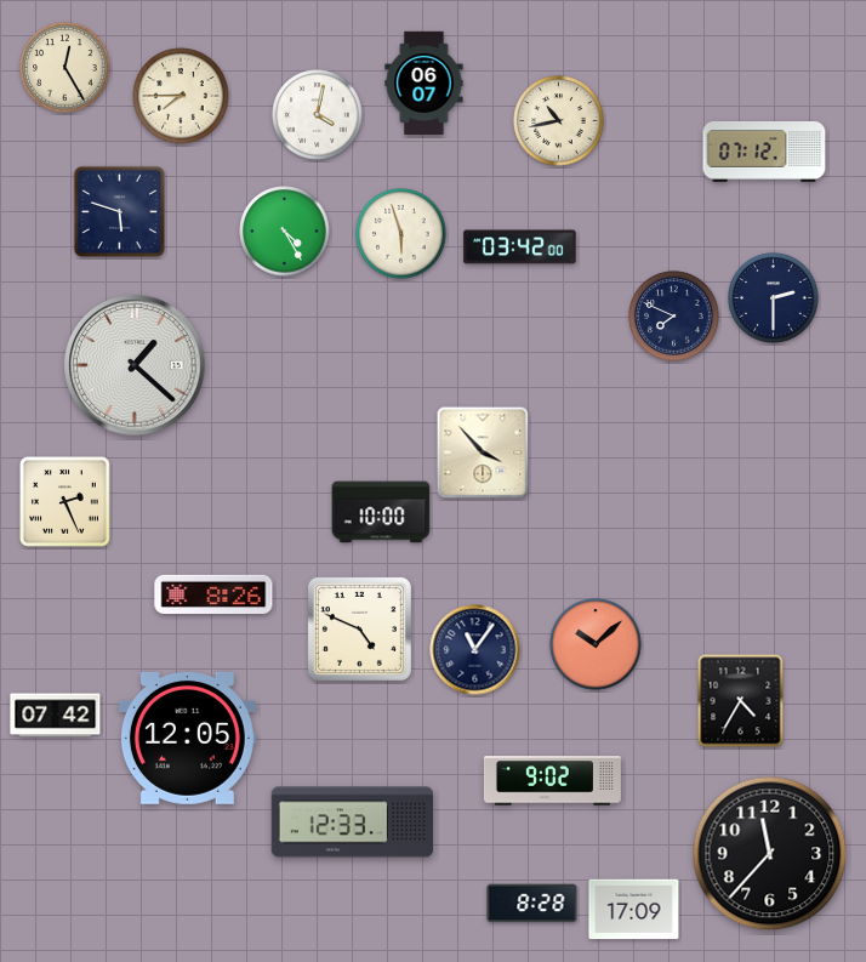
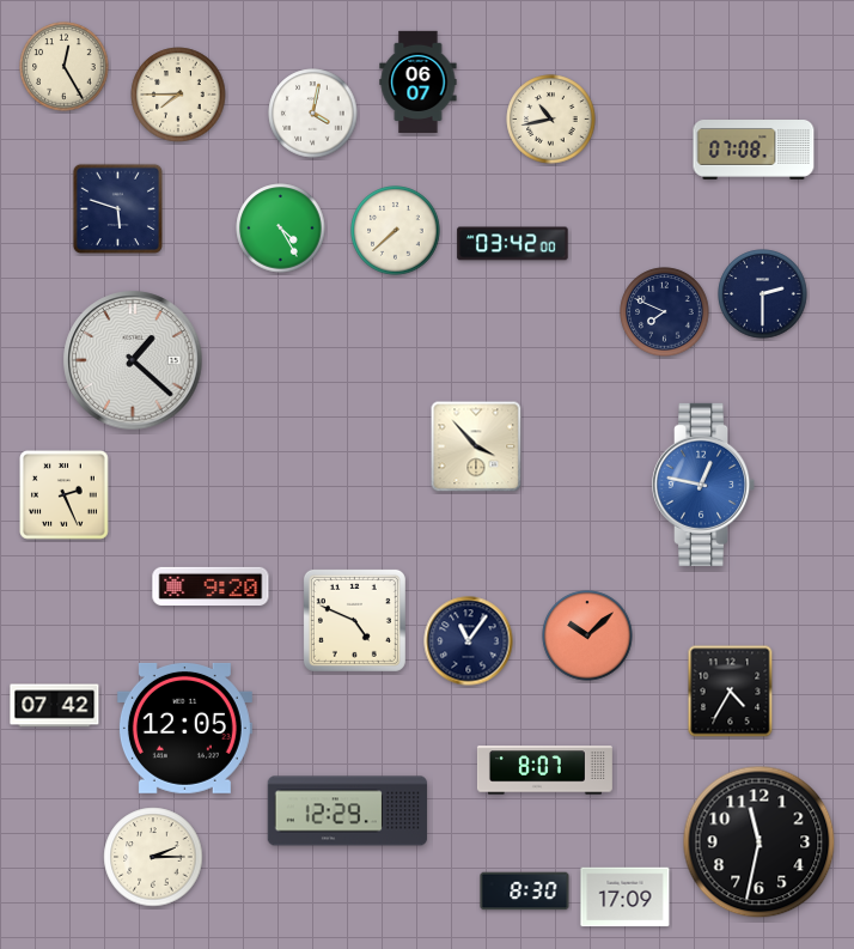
clock at (764, 153): 07:12 -> 07:08
clock at (401, 234): 5:57 -> 7:38
clock at (704, 485): none -> 12:47
clock at (381, 512): 10:00 -> none
clock at (213, 593): 8:26 -> 9:20
clock at (552, 781): 9:02 -> 8:07
clock at (353, 822): 12:33 -> 12:29
clock at (770, 854): 11:37 -> 11:32
clock at (153, 857): none -> 2:15
clock at (532, 904): 8:28 -> 8:30
